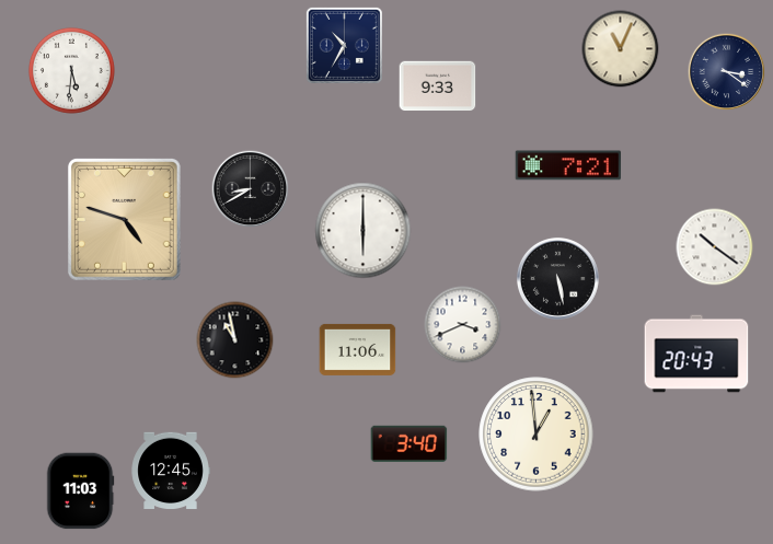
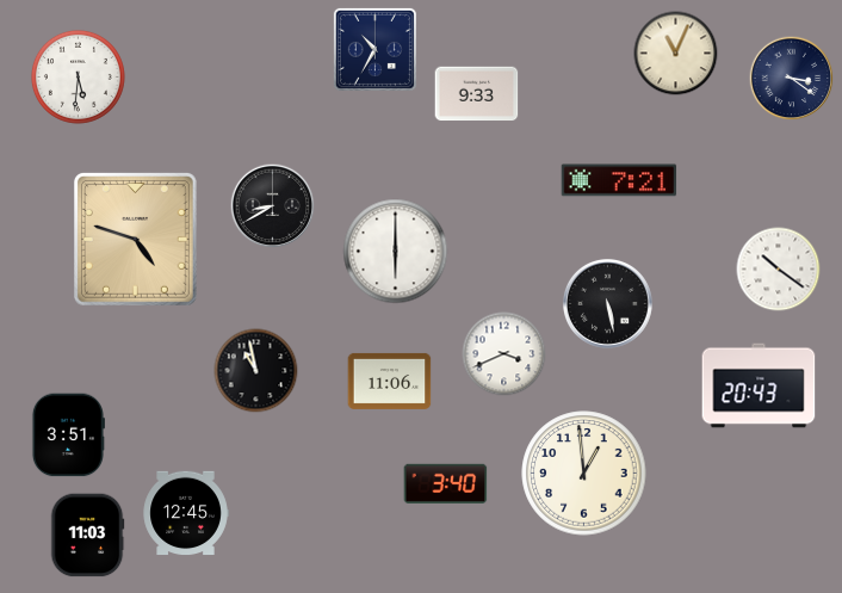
clock at (68, 436): none -> 3:51
